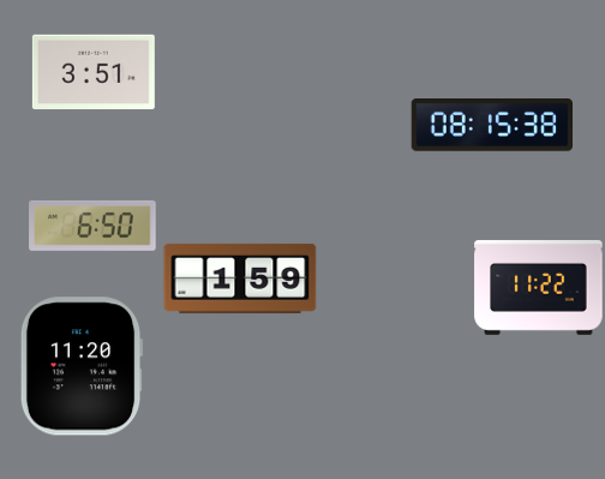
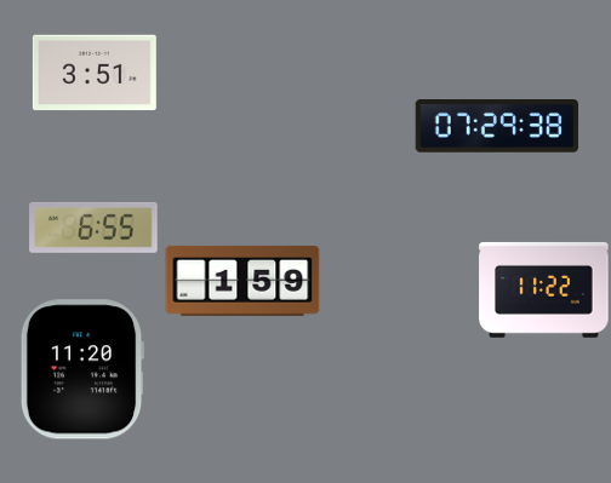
clock at (491, 126): 08:15 -> 07:29
clock at (92, 226): 6:50 -> 6:55
